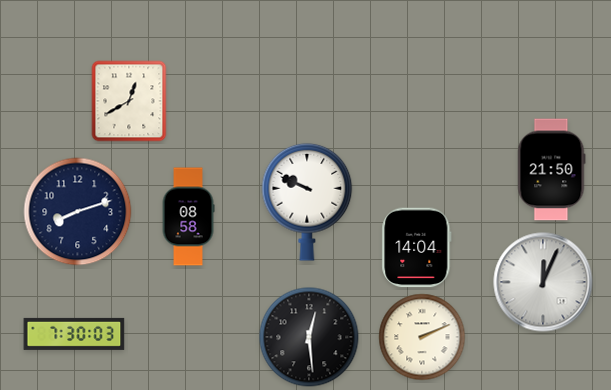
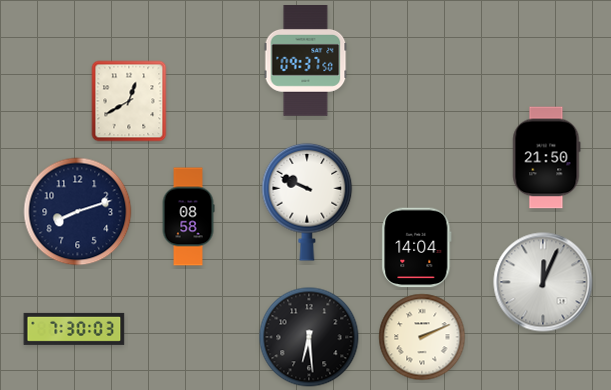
clock at (306, 61): none -> 09:37
clock at (552, 170) position: (552, 170) -> (547, 158)
clock at (74, 334) position: (74, 334) -> (74, 329)
clock at (309, 337): 12:29 -> 6:29
